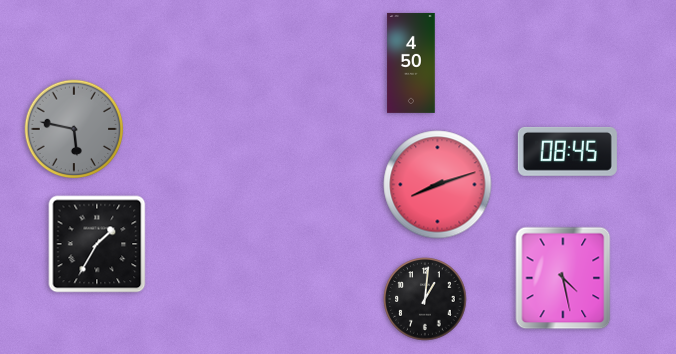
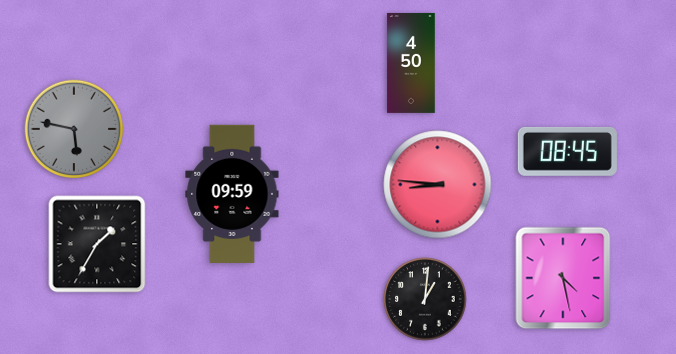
clock at (438, 185): 8:12 -> 8:46
clock at (232, 194): none -> 09:59
